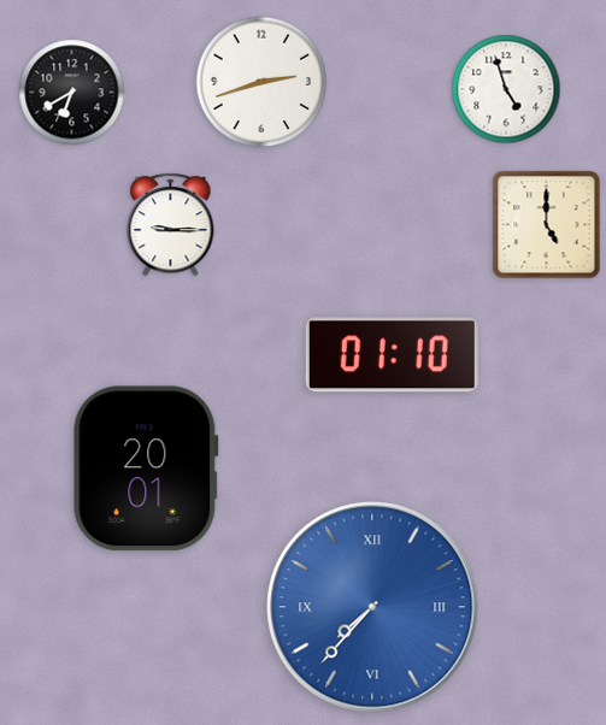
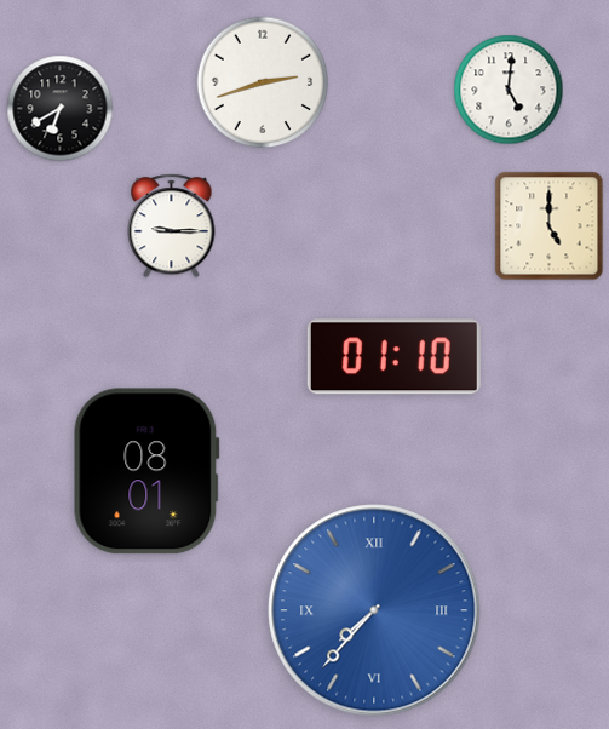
clock at (506, 89): 4:57 -> 5:01
clock at (72, 93) position: (72, 93) -> (61, 109)
clock at (146, 468): 20:01 -> 08:01
